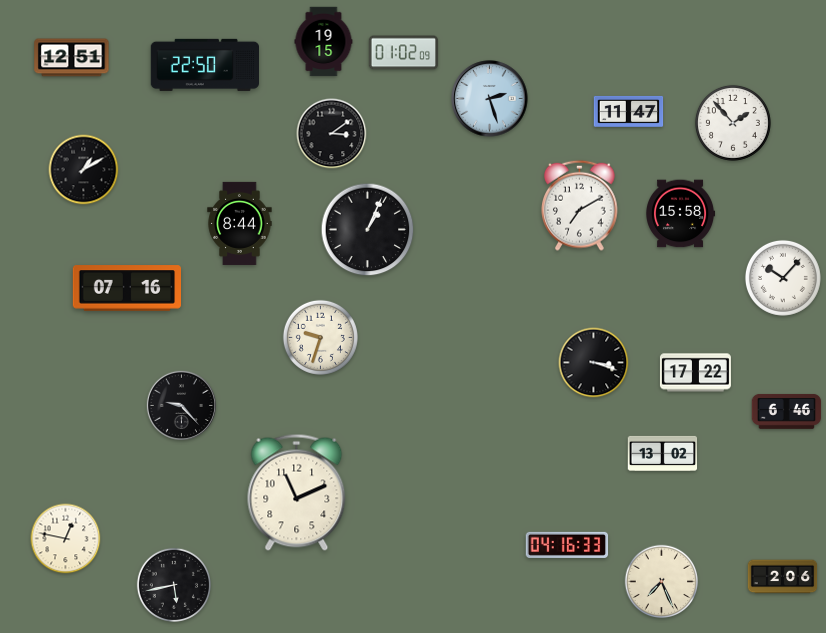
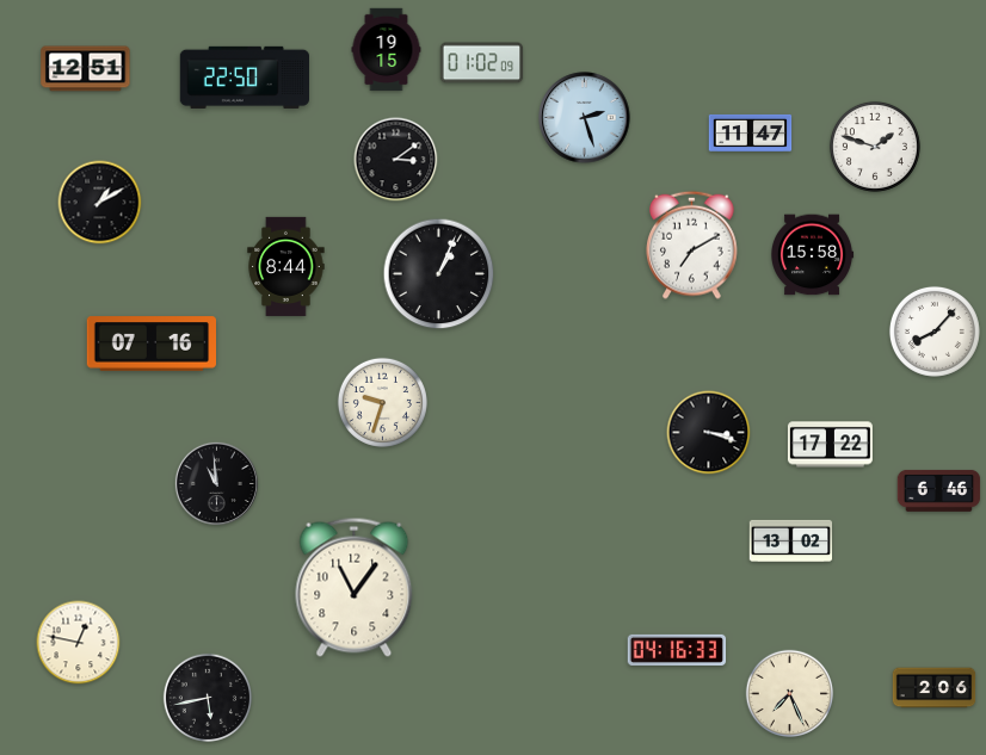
clock at (733, 123): 1:53 -> 1:48
clock at (783, 278): 10:07 -> 8:07
clock at (181, 405): 9:23 -> 10:59
clock at (297, 492): 11:11 -> 11:06
